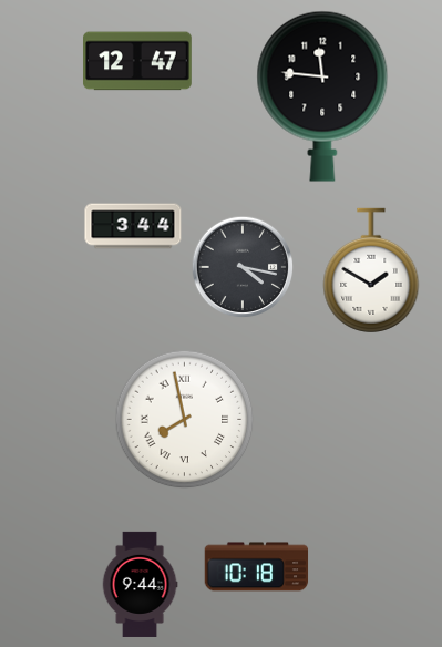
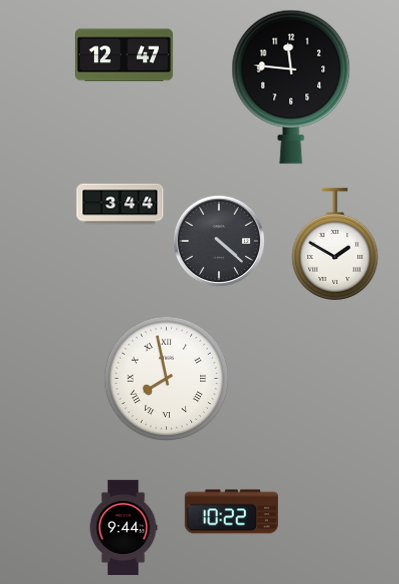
clock at (243, 267): 4:17 -> 4:22
clock at (257, 567): 10:18 -> 10:22
clock at (140, 584) position: (140, 584) -> (123, 527)
